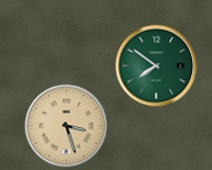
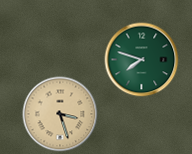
clock at (157, 66): 7:51 -> 7:48
